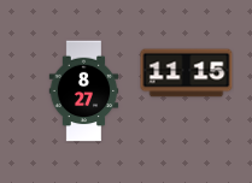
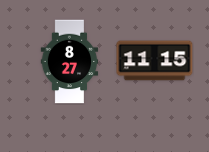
clock at (84, 91) position: (84, 91) -> (70, 62)
